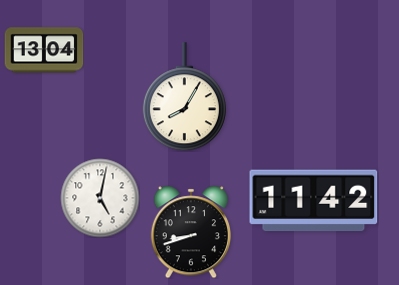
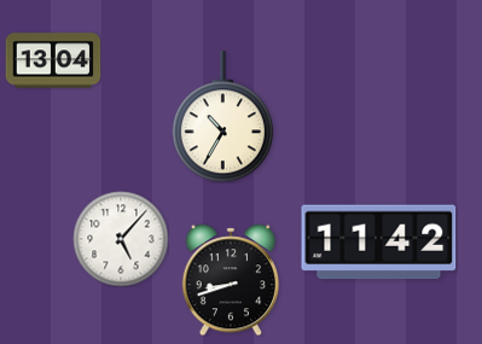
clock at (184, 97): 8:05 -> 10:35
clock at (100, 198): 5:02 -> 5:07
